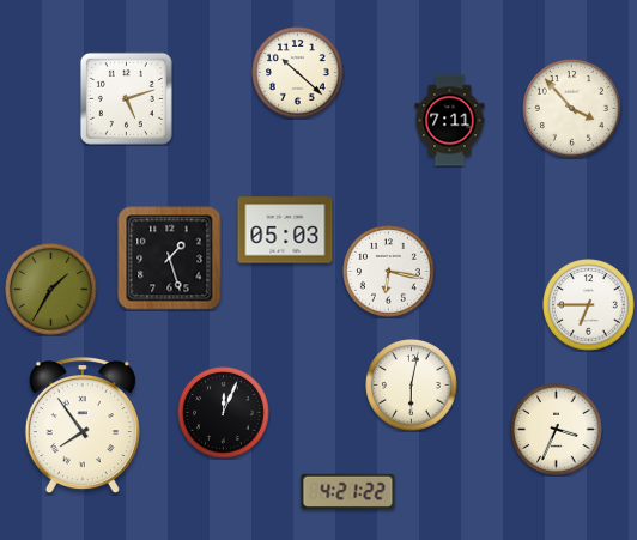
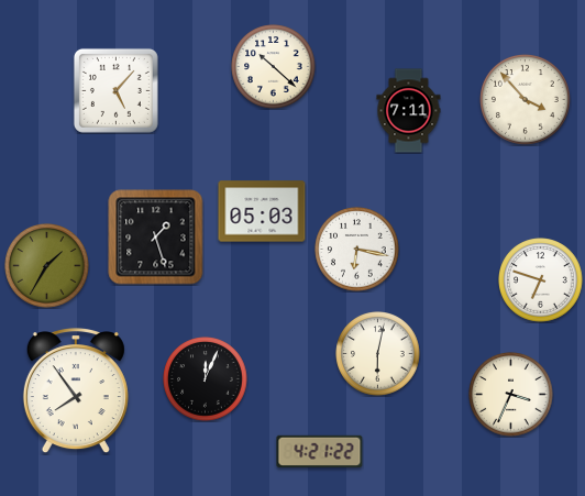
clock at (126, 98): 5:12 -> 5:07
clock at (450, 121) position: (450, 121) -> (409, 111)
clock at (589, 305): 6:45 -> 6:48
